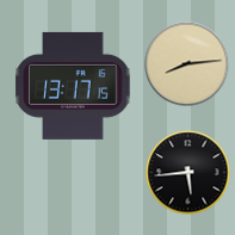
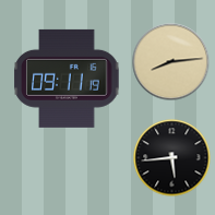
clock at (187, 64) position: (187, 64) -> (171, 62)
clock at (73, 86): 13:17 -> 09:11
